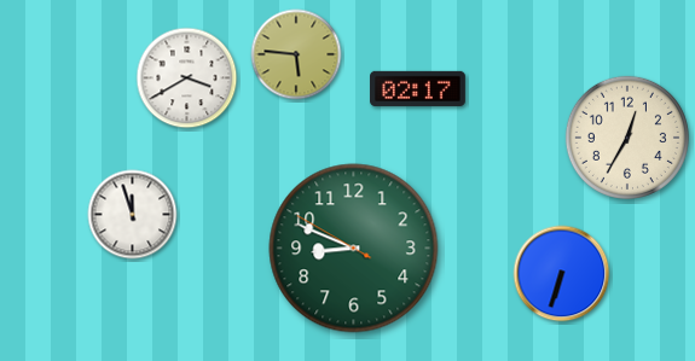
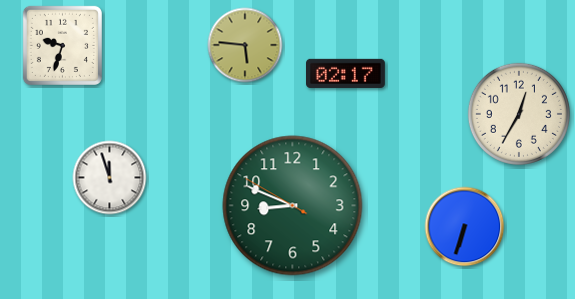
clock at (62, 45): none -> 9:33
clock at (187, 78): 3:40 -> none
